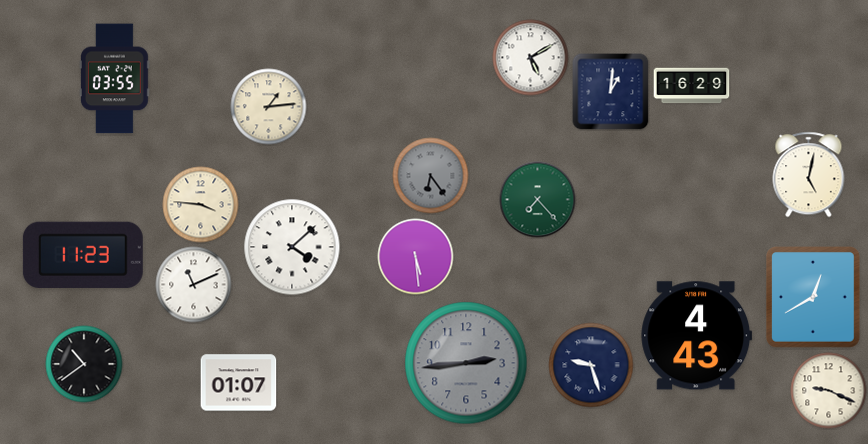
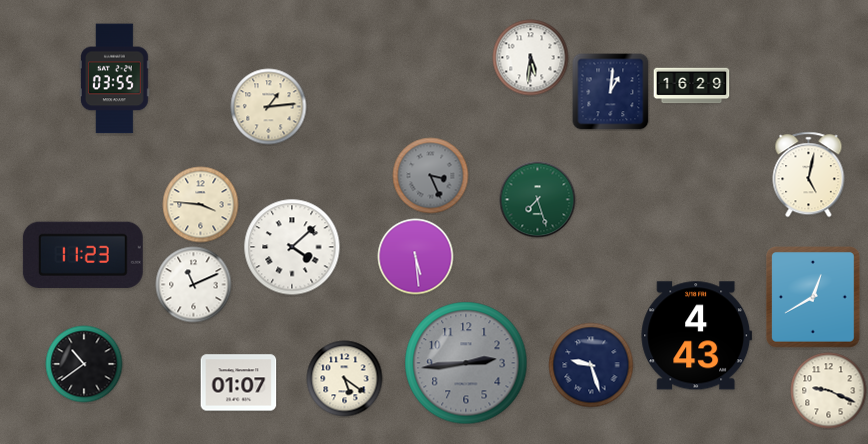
clock at (531, 58): 5:10 -> 5:31
clock at (431, 176): 6:24 -> 3:26
clock at (538, 200): 7:23 -> 7:27
clock at (345, 379): none -> 5:21
